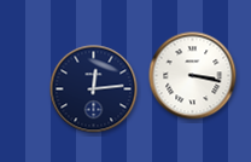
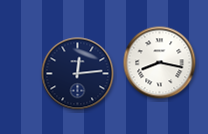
clock at (193, 76): 3:17 -> 8:17
